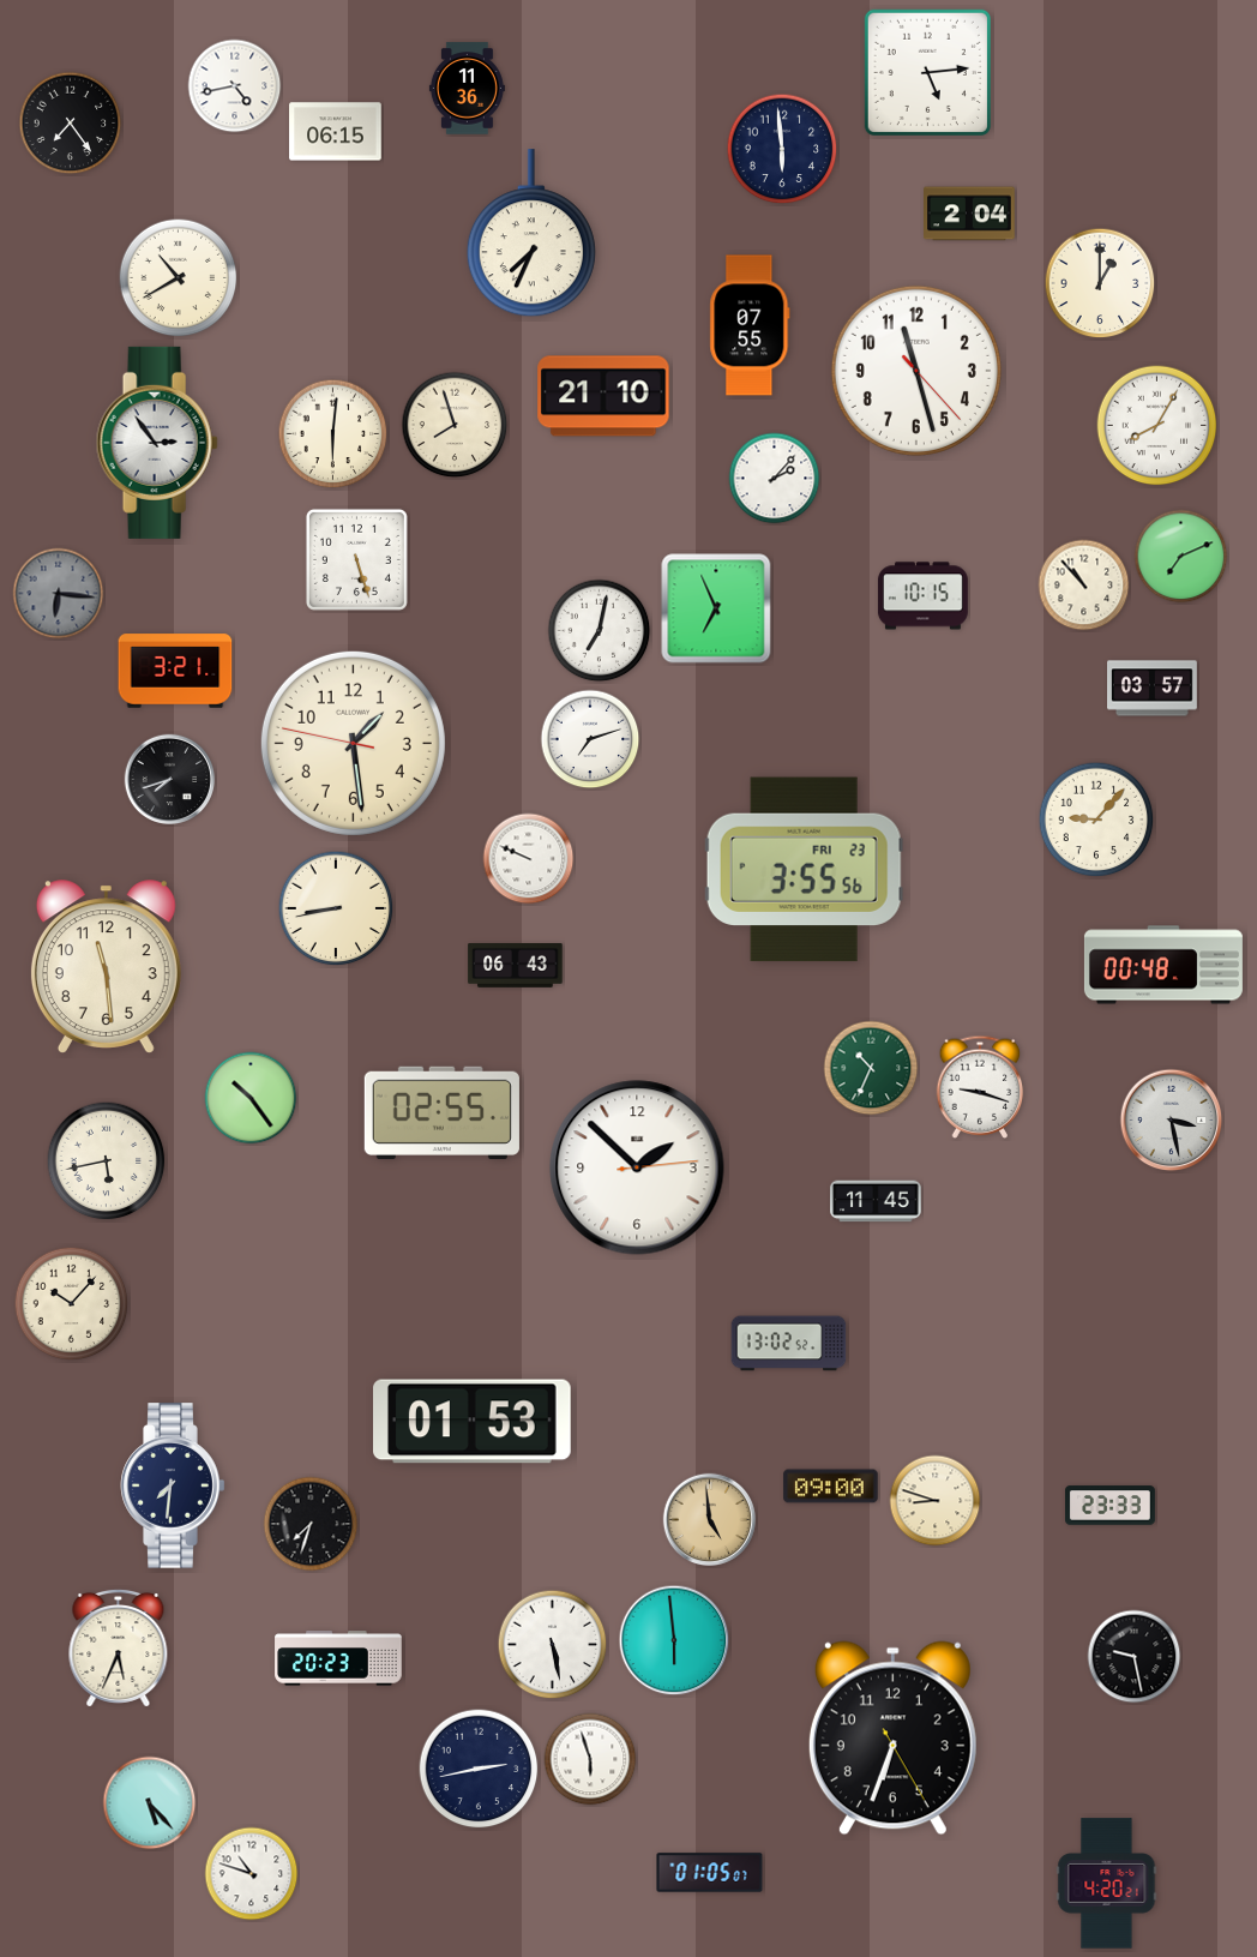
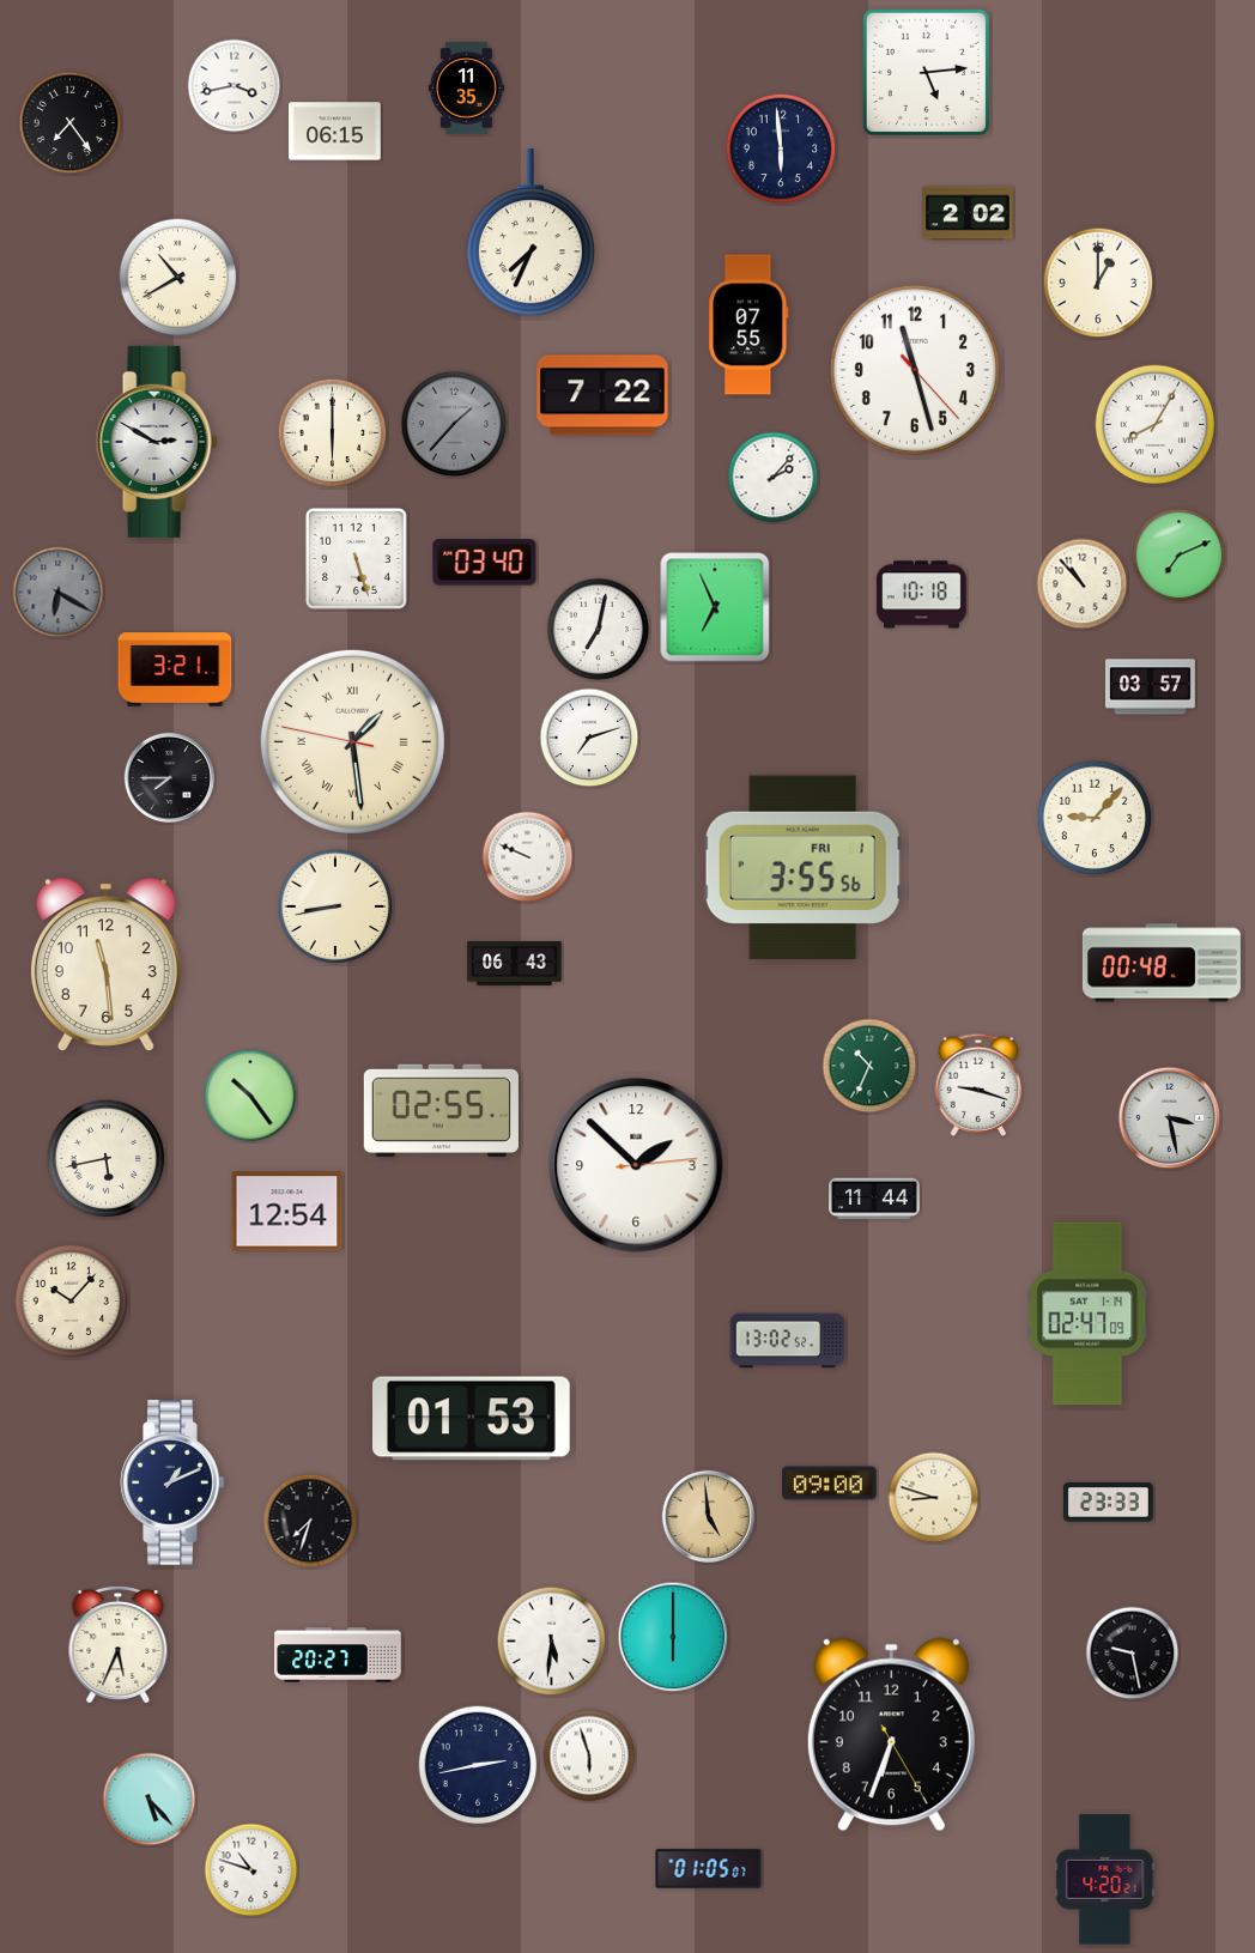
clock at (235, 86): 4:43 -> 3:43
clock at (467, 89): 11:36 -> 11:35
clock at (970, 214): 2:04 -> 2:02
clock at (603, 396): 21:10 -> 7:22
clock at (455, 425): 7:57 -> 1:37
clock at (455, 425) dial: cream -> grey
clock at (333, 434): 6:01 -> 6:00
clock at (157, 443): 2:54 -> 2:50
clock at (485, 563): none -> 03:40
clock at (59, 594): 6:16 -> 6:20
clock at (922, 596): 10:15 -> 10:18
clock at (353, 743) numerals: Arabic -> Roman
clock at (170, 780): 7:42 -> 7:45
clock at (804, 870) date: FRI 23 -> FRI 1
clock at (877, 1201): 11:45 -> 11:44
clock at (287, 1212): none -> 12:54
clock at (1087, 1314): none -> 02:47
clock at (173, 1485): 7:31 -> 1:11
clock at (674, 1640): 5:59 -> 6:00
clock at (553, 1645): 5:28 -> 5:31
clock at (338, 1658): 20:23 -> 20:27
